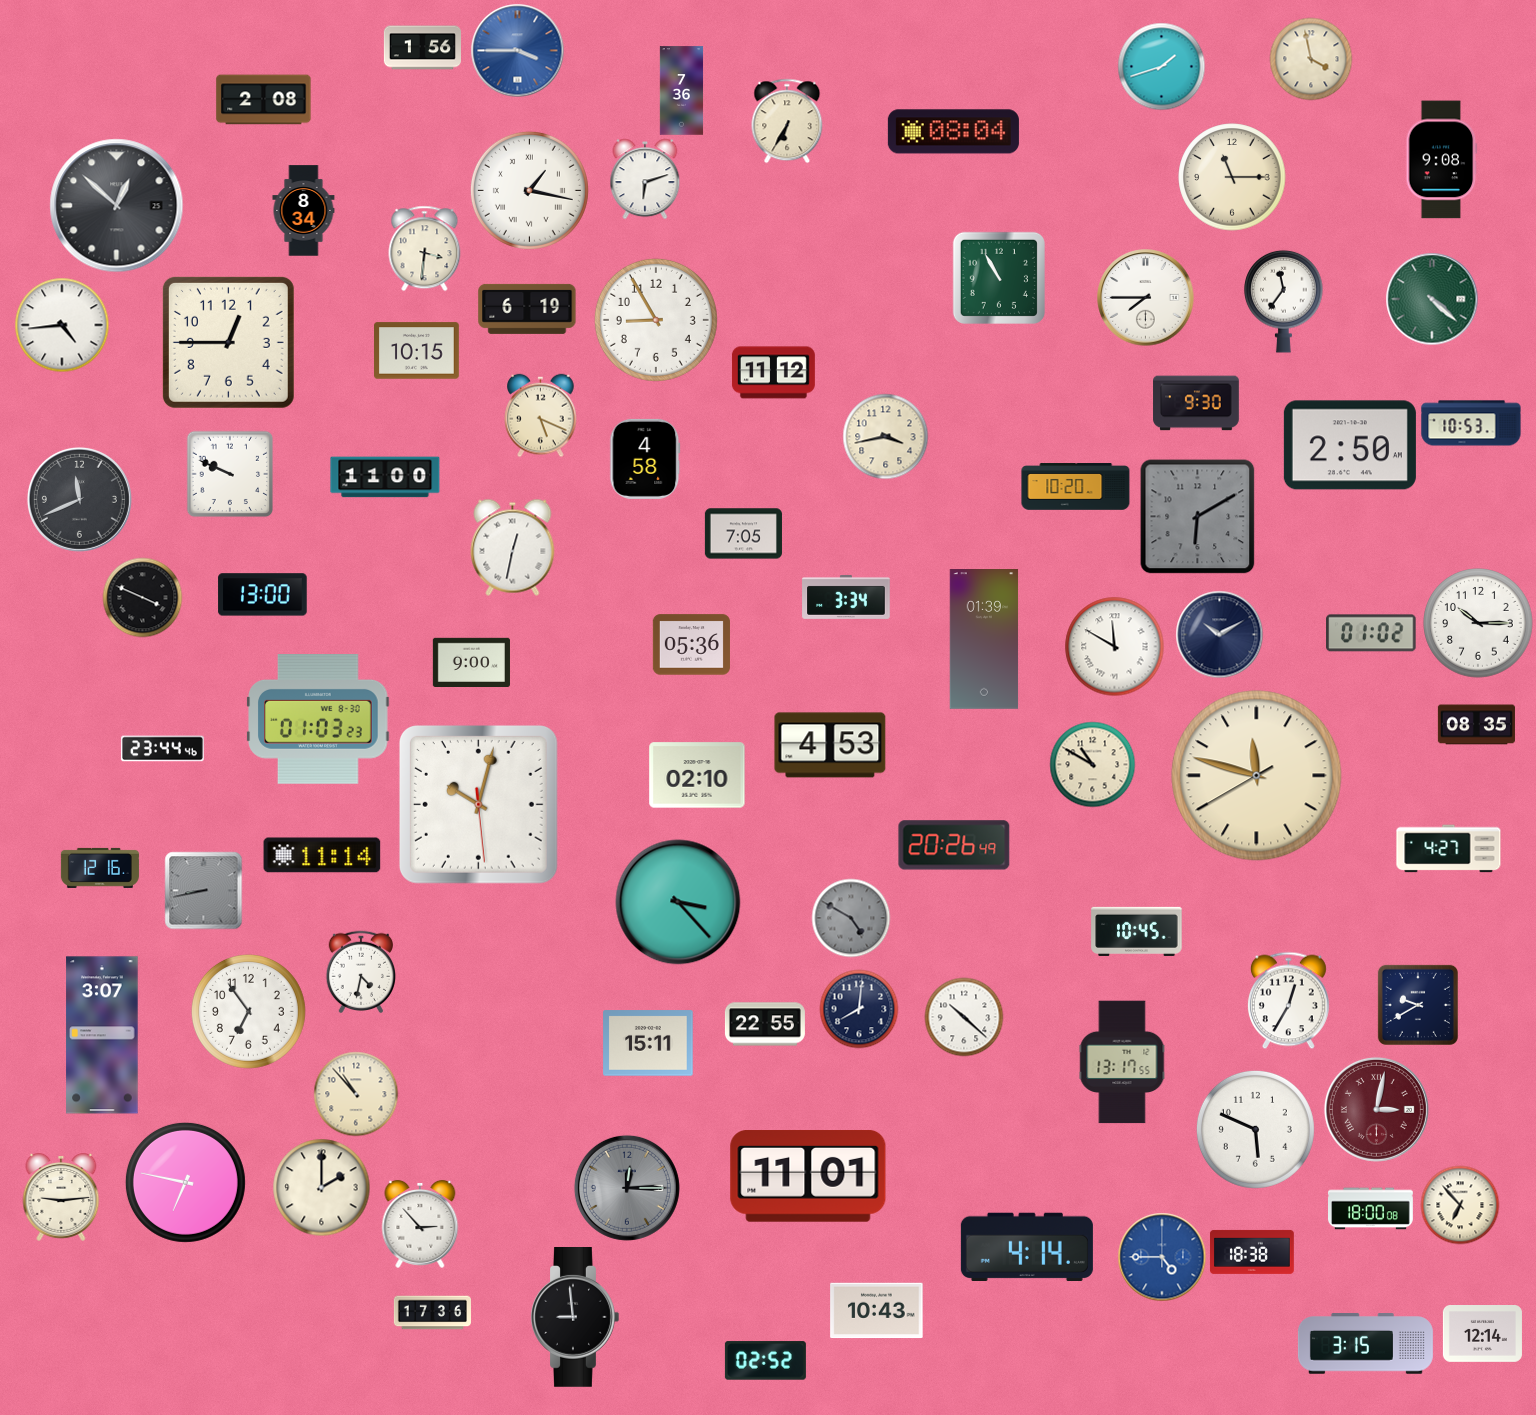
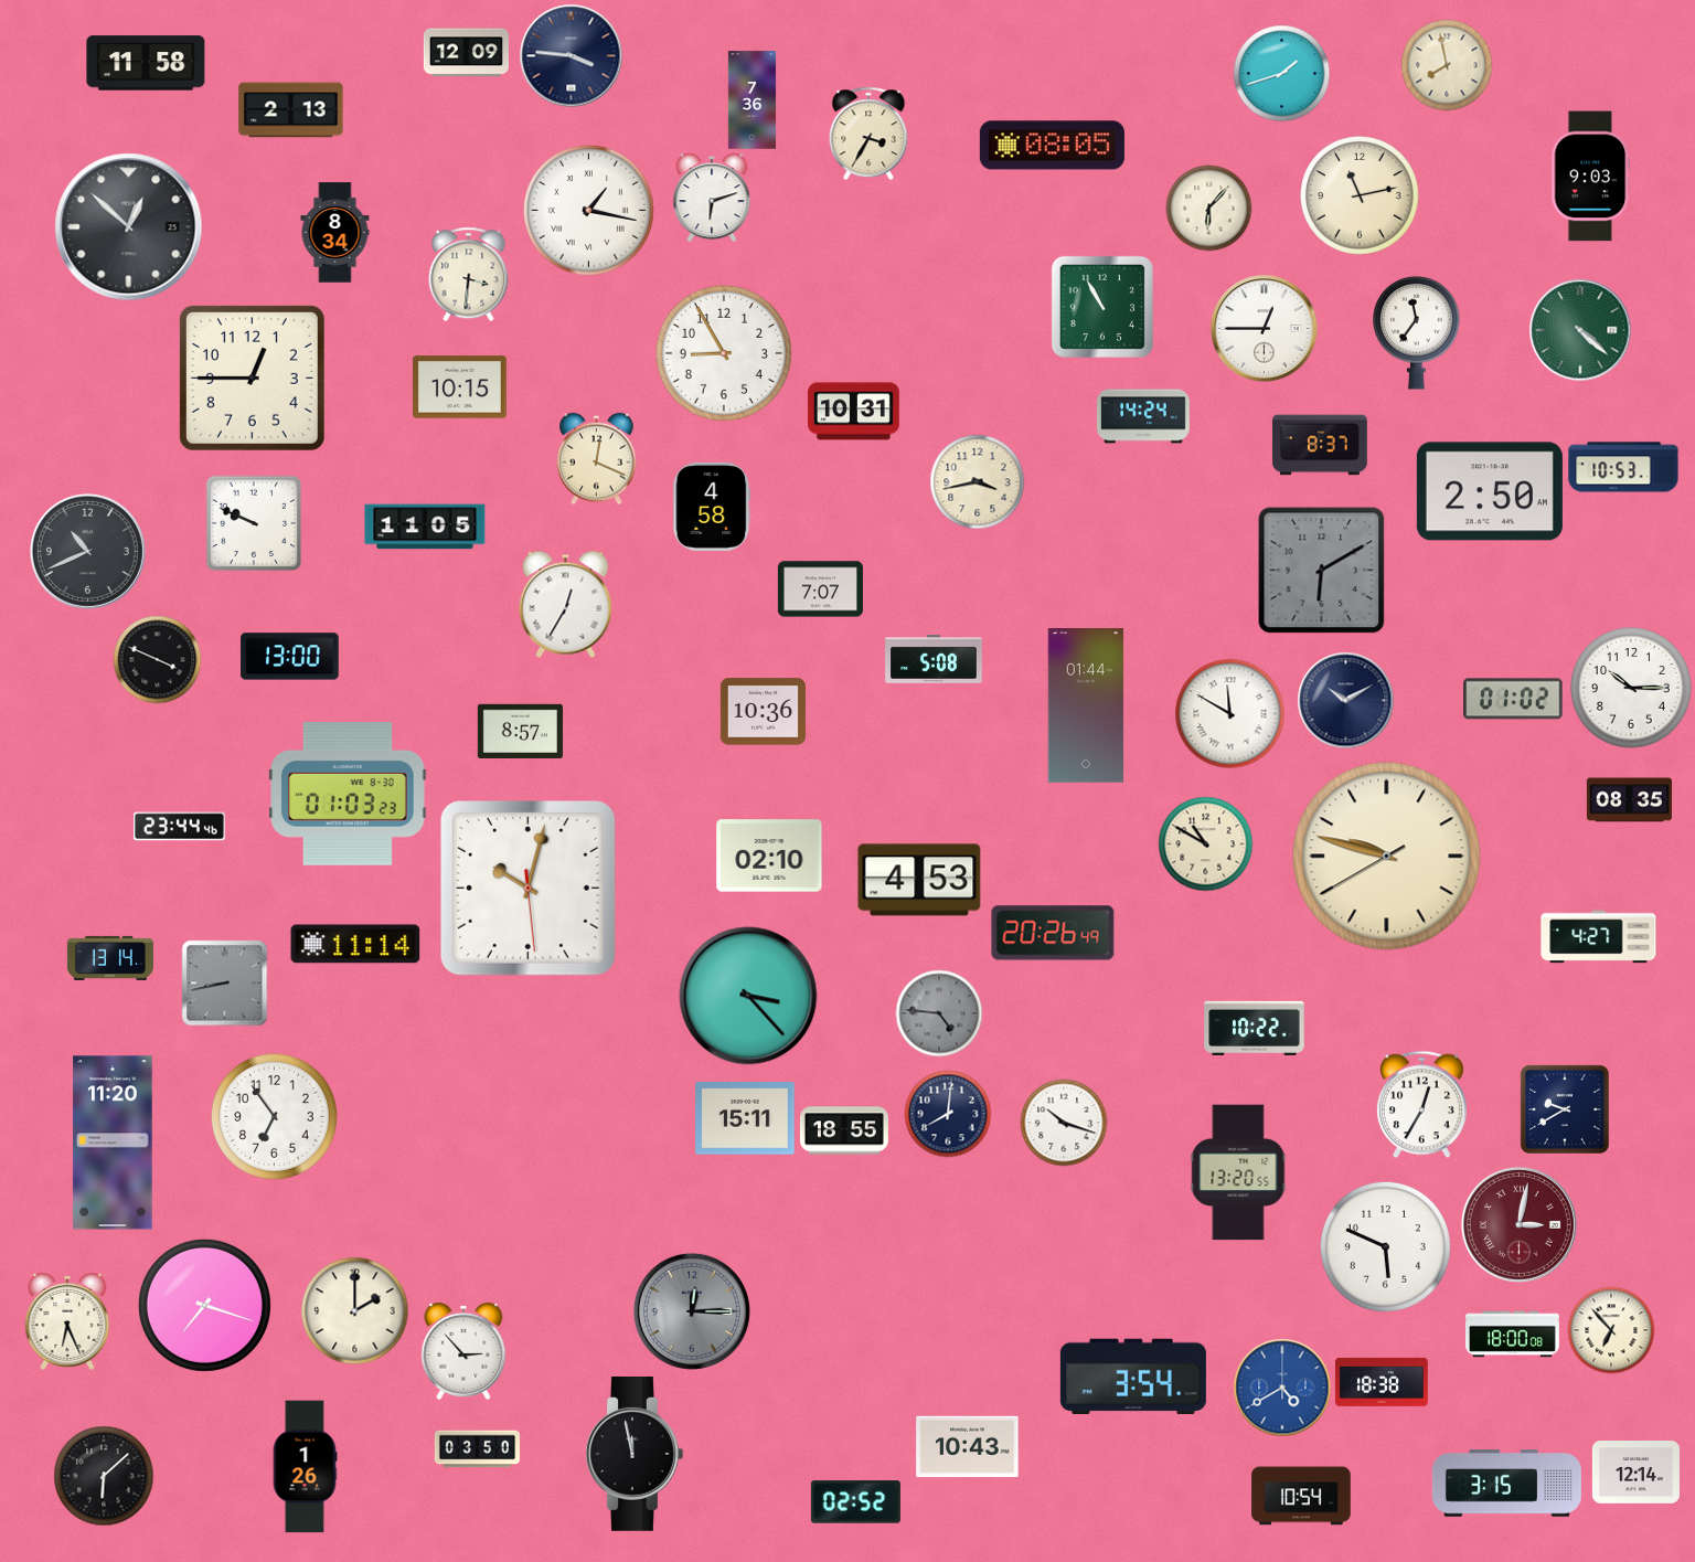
clock at (422, 48): 1:56 -> 12:09
clock at (517, 50): 3:45 -> 3:46
clock at (517, 50) dial: blue -> navy
clock at (146, 63): none -> 11:58
clock at (1311, 59): 3:58 -> 7:58
clock at (264, 100): 2:08 -> 2:13
clock at (787, 121): 6:35 -> 3:35
clock at (953, 132): 08:04 -> 08:05
clock at (1442, 160): 9:08 -> 9:03
clock at (1232, 177): 11:15 -> 11:13
clock at (1208, 208): none -> 6:07
clock at (529, 190) position: (529, 190) -> (588, 210)
clock at (1146, 298): 7:45 -> 12:45
clock at (527, 309): 6:19 -> none
clock at (62, 325): 4:44 -> none
clock at (773, 373): 11:12 -> 10:31
clock at (1144, 416): none -> 14:24
clock at (1196, 403): 9:30 -> 8:37
clock at (541, 415): 5:19 -> 12:19
clock at (385, 477): 11:00 -> 11:05
clock at (1076, 487): 10:20 -> none
clock at (79, 499): 11:41 -> 10:41
clock at (743, 534): 7:05 -> 7:07
clock at (513, 547): 12:32 -> 12:35
clock at (846, 597): 3:34 -> 5:08
clock at (984, 640): 01:39 -> 01:44
clock at (691, 645): 05:36 -> 10:36
clock at (471, 662): 9:00 -> 8:57
clock at (318, 720) position: (318, 720) -> (348, 795)
clock at (830, 745) position: (830, 745) -> (919, 880)
clock at (1257, 776): 11:47 -> 9:47
clock at (100, 868): 12:16 -> 13:14
clock at (851, 918): 4:50 -> 4:46
clock at (1137, 931): 10:45 -> 10:22
clock at (360, 971): 4:32 -> none
clock at (964, 1017): 10:22 -> 10:18
clock at (765, 1024): 22:55 -> 18:55
clock at (102, 1035): 3:07 -> 11:20
clock at (648, 1043) position: (648, 1043) -> (745, 1118)
clock at (1122, 1062): 13:17 -> 13:20
clock at (356, 1094): 10:53 -> none
clock at (808, 1177): 11:01 -> none
clock at (185, 1182): 6:47 -> 7:18
clock at (61, 1197): 9:14 -> 6:26
clock at (1027, 1247): 4:14 -> 3:54
clock at (1162, 1257): 4:45 -> 4:40
clock at (432, 1313): 17:36 -> 03:50
clock at (575, 1318): 8:59 -> 11:58
clock at (305, 1467): none -> 1:26
clock at (104, 1476): none -> 6:08
clock at (1301, 1496): none -> 10:54
clock at (765, 1361) position: (765, 1361) -> (855, 1502)
